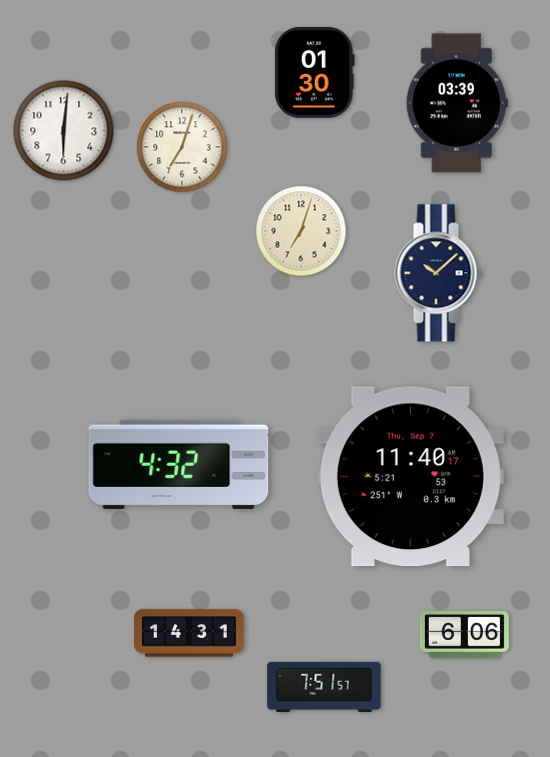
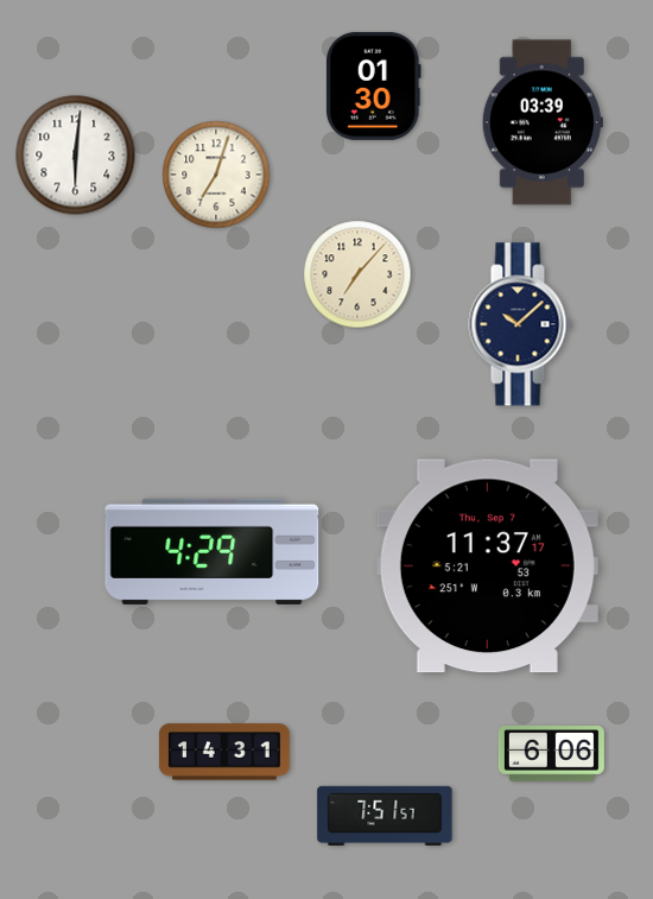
clock at (301, 231): 7:03 -> 7:07
clock at (179, 464): 4:32 -> 4:29
clock at (410, 477): 11:40 -> 11:37
